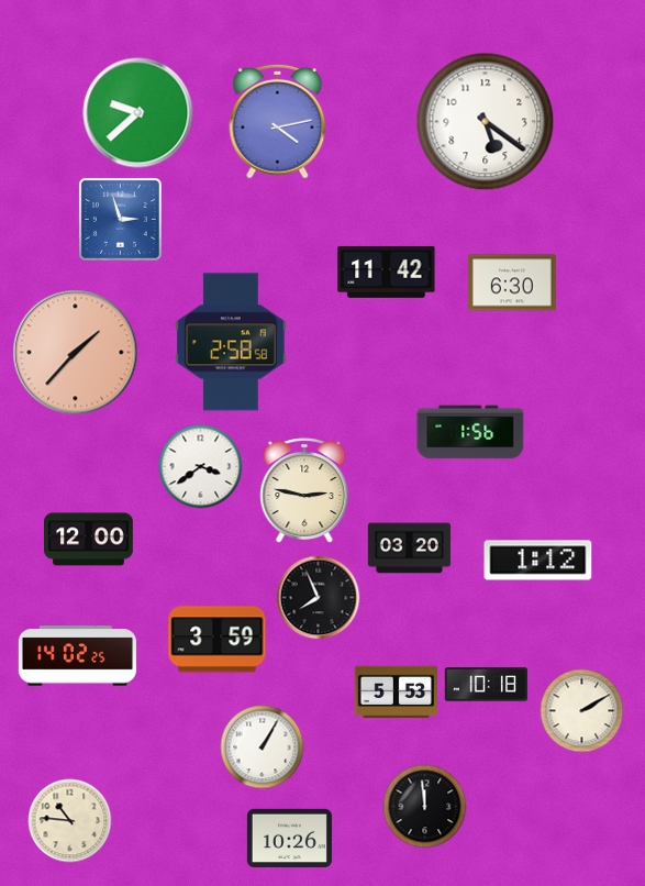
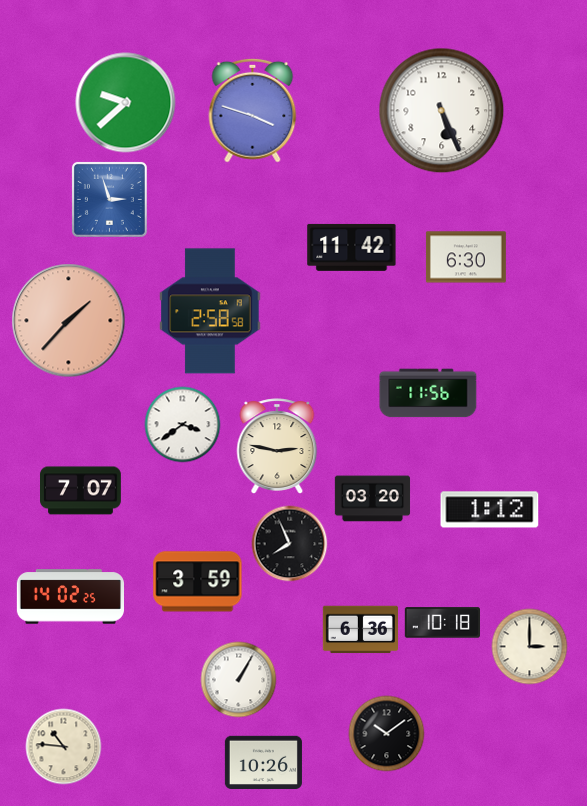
clock at (278, 121): 4:13 -> 3:48
clock at (486, 122): 5:21 -> 5:26
clock at (470, 432): 1:56 -> 11:56
clock at (89, 540): 12:00 -> 7:07
clock at (396, 693): 5:53 -> 6:36
clock at (582, 711): 2:10 -> 3:00
clock at (425, 807): 11:59 -> 10:09
